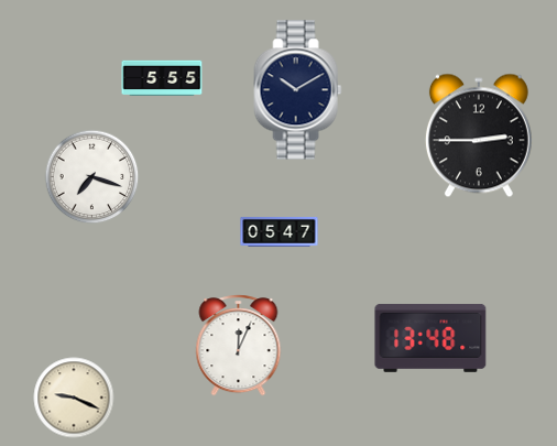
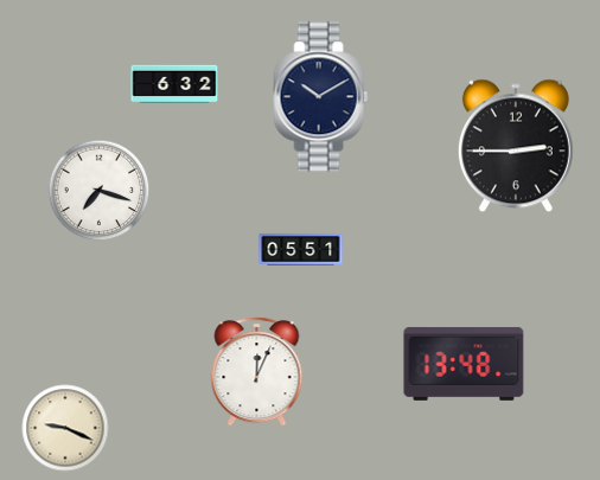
clock at (162, 77): 5:55 -> 6:32
clock at (280, 231): 05:47 -> 05:51
clock at (74, 398) position: (74, 398) -> (65, 428)
